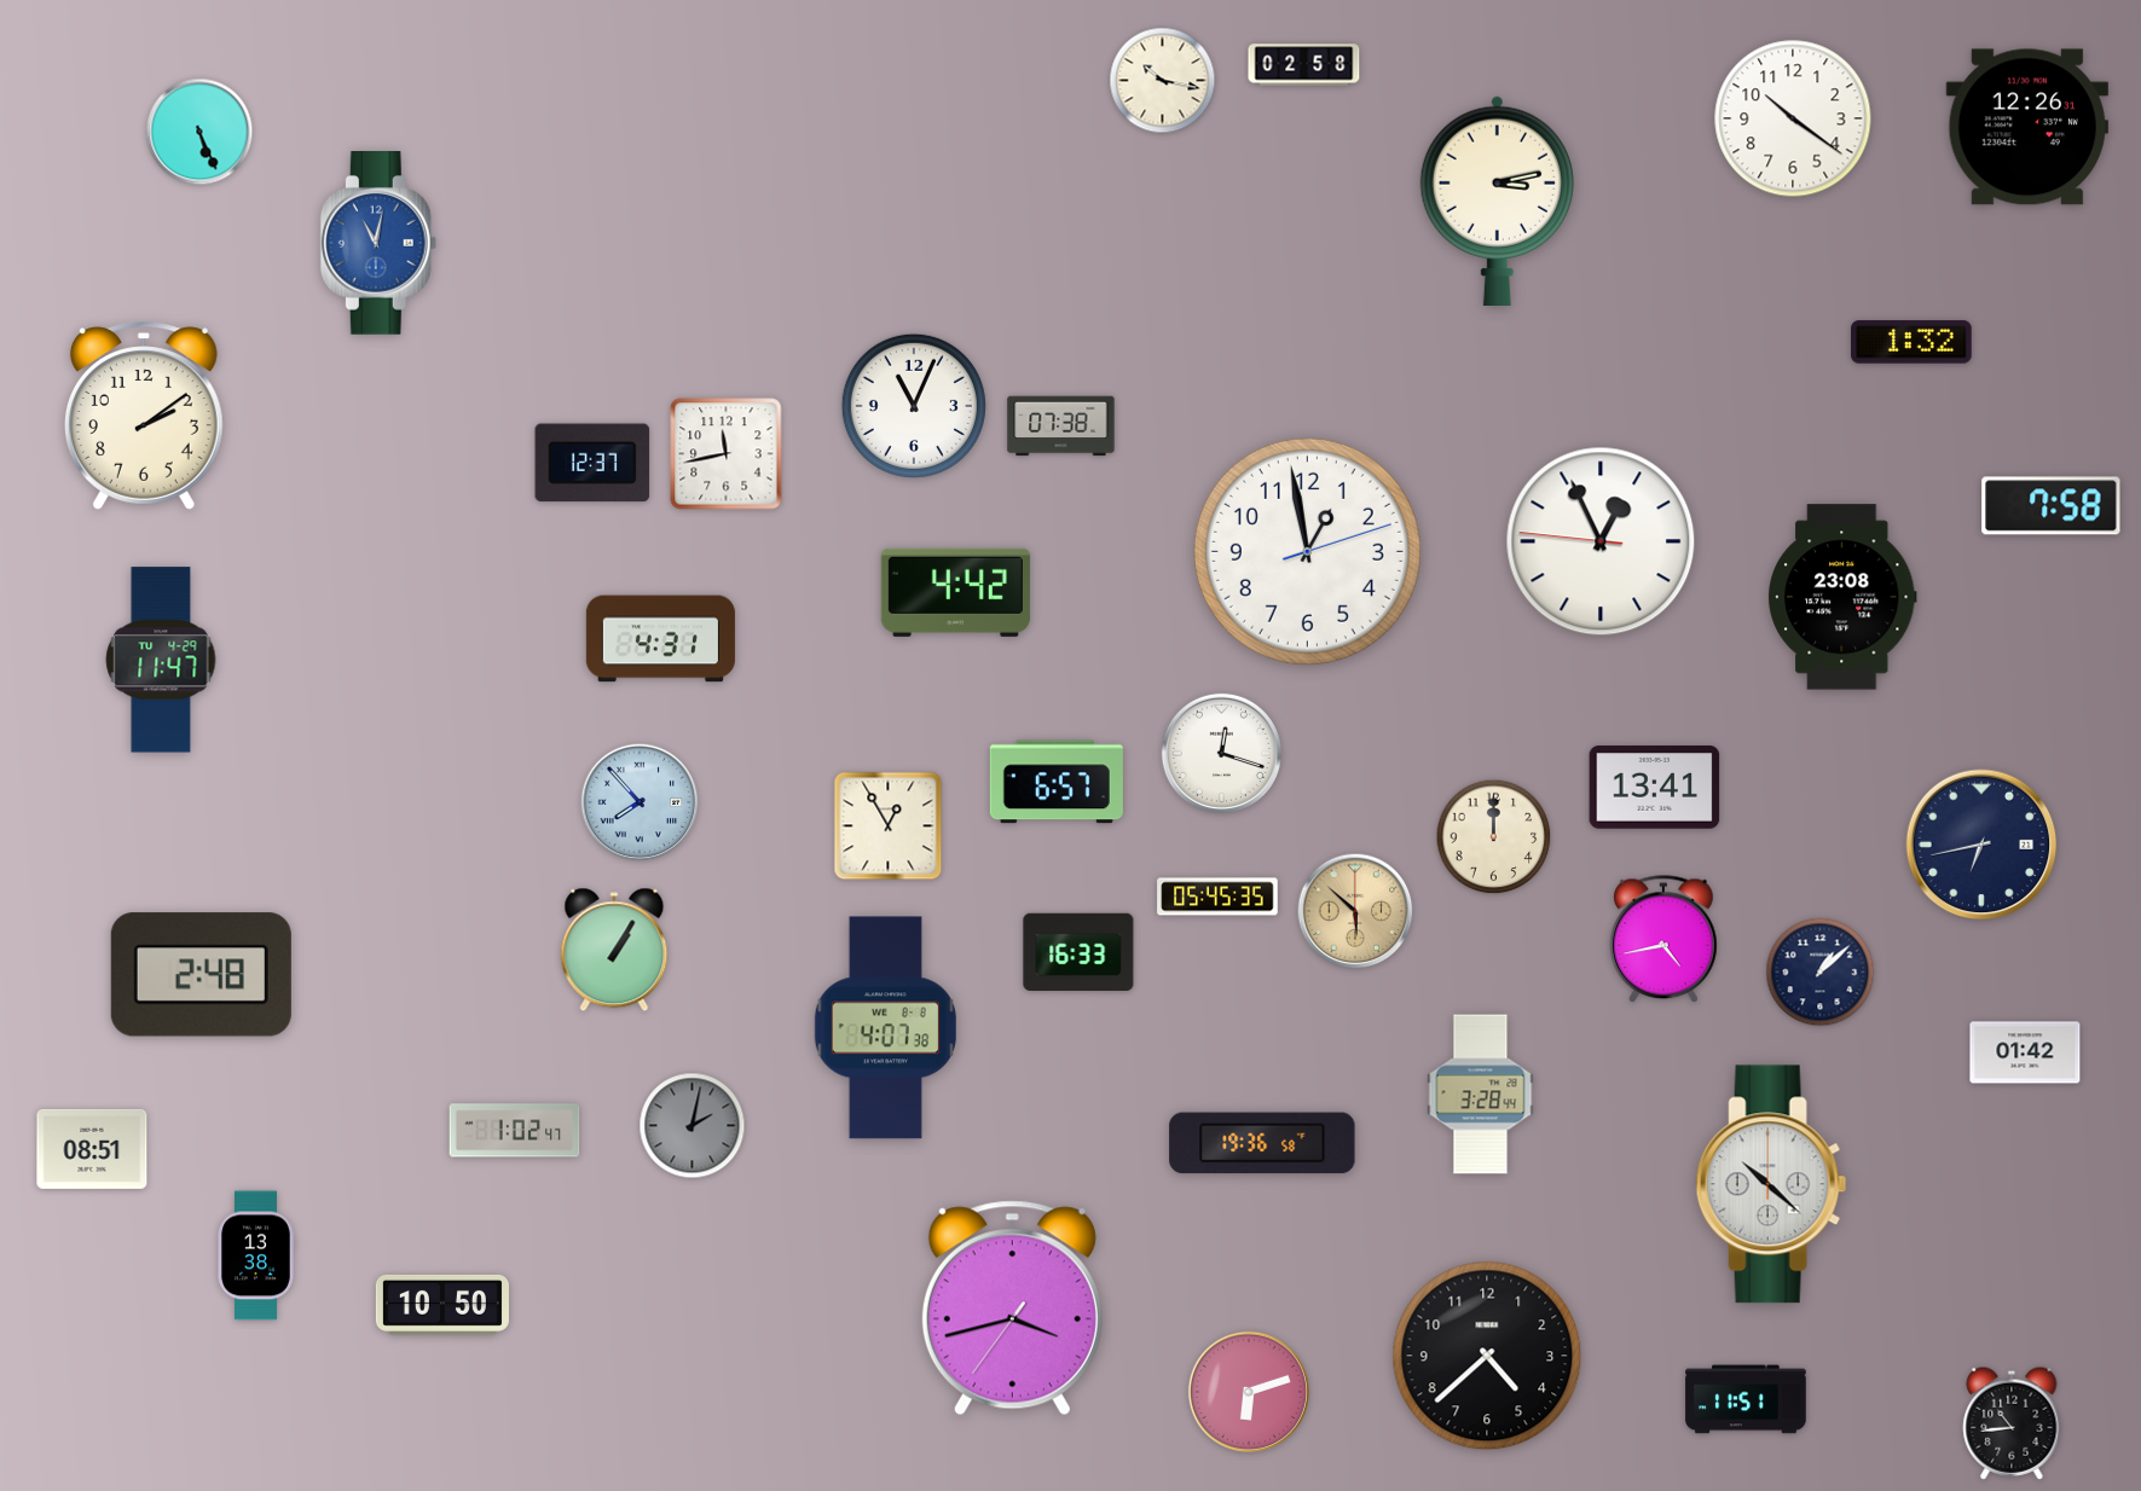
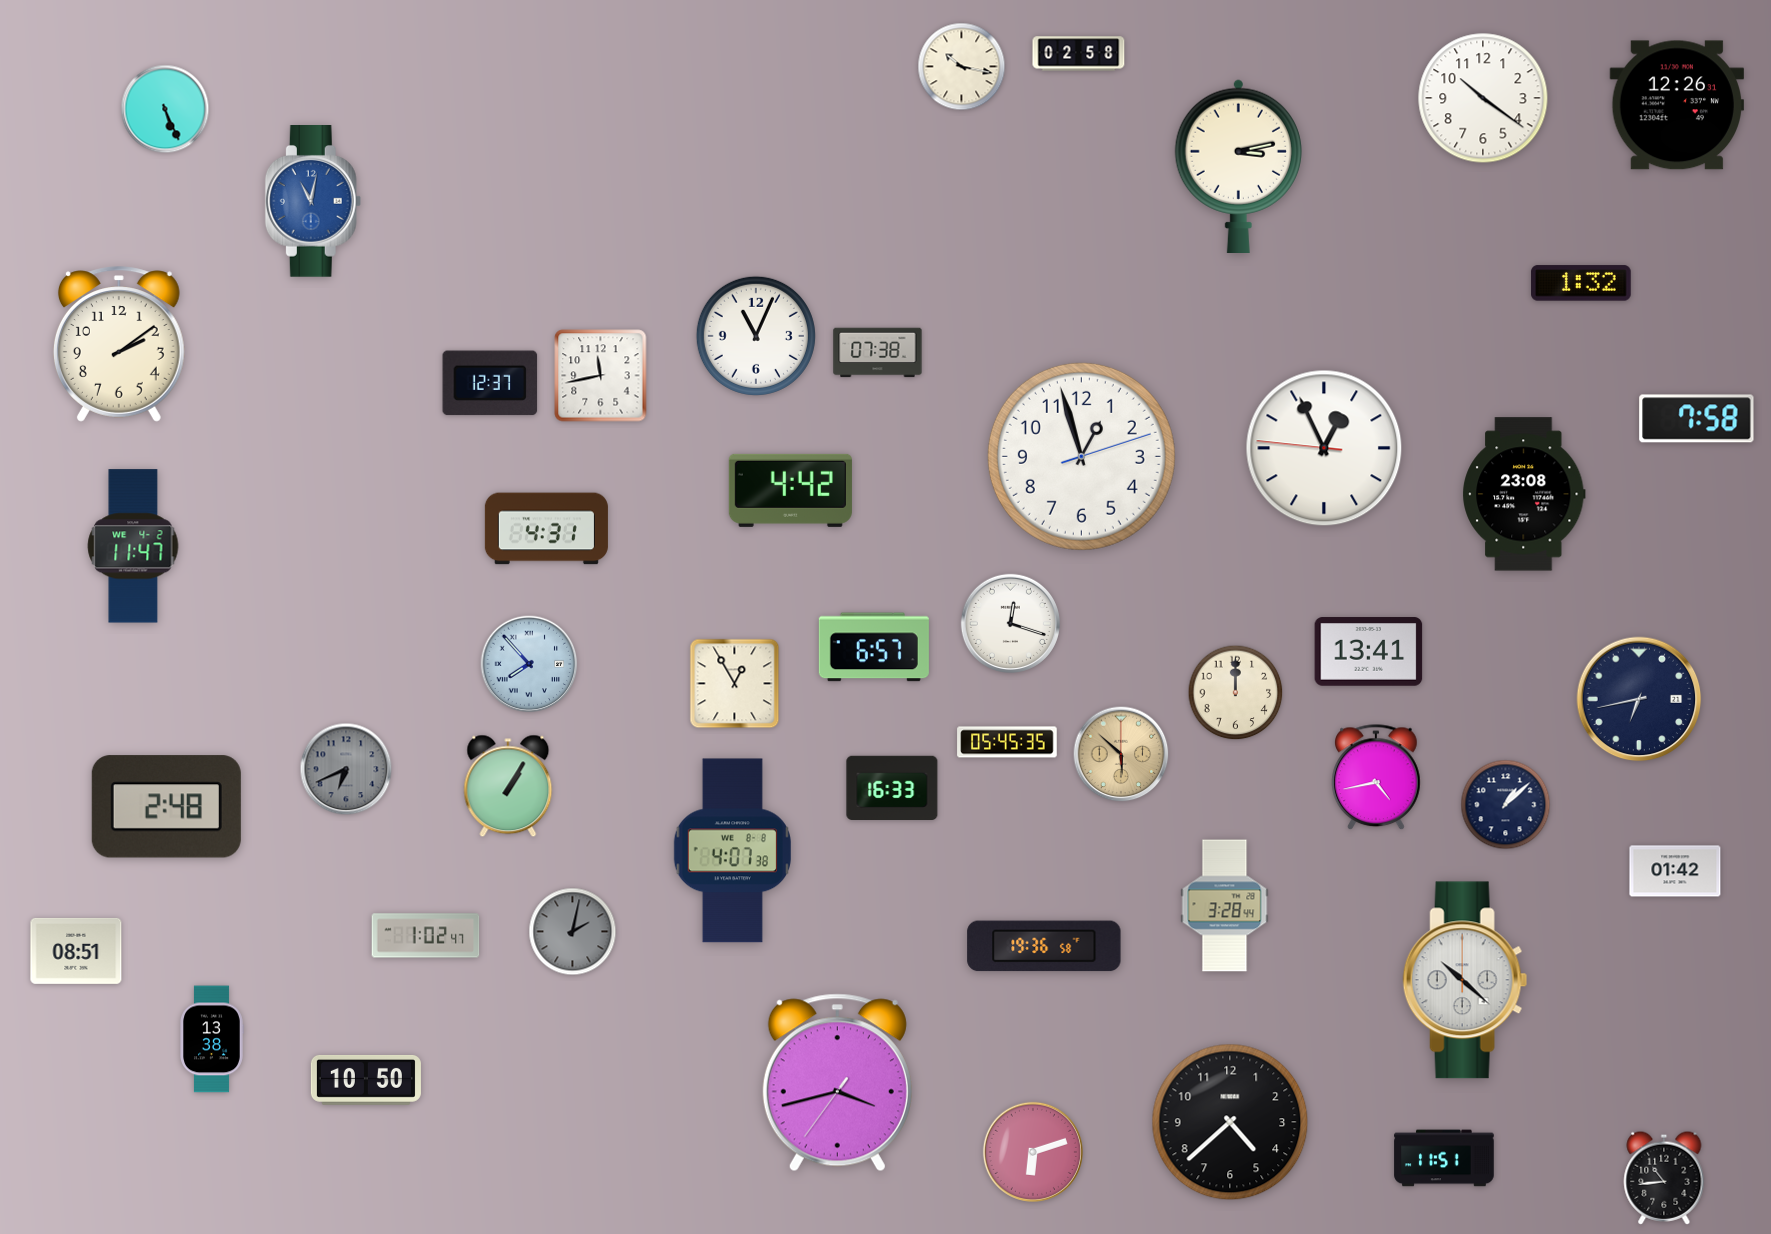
clock at (1307, 551): 12:58 -> 12:57
clock at (161, 660) date: TU 4-29 -> WE 4-2
clock at (346, 769): none -> 6:41
